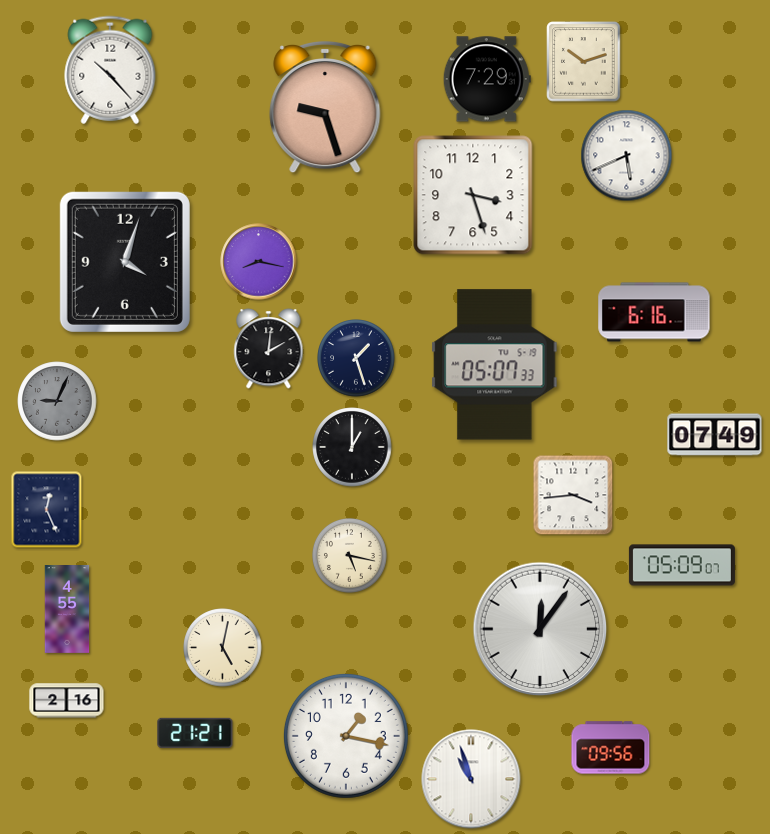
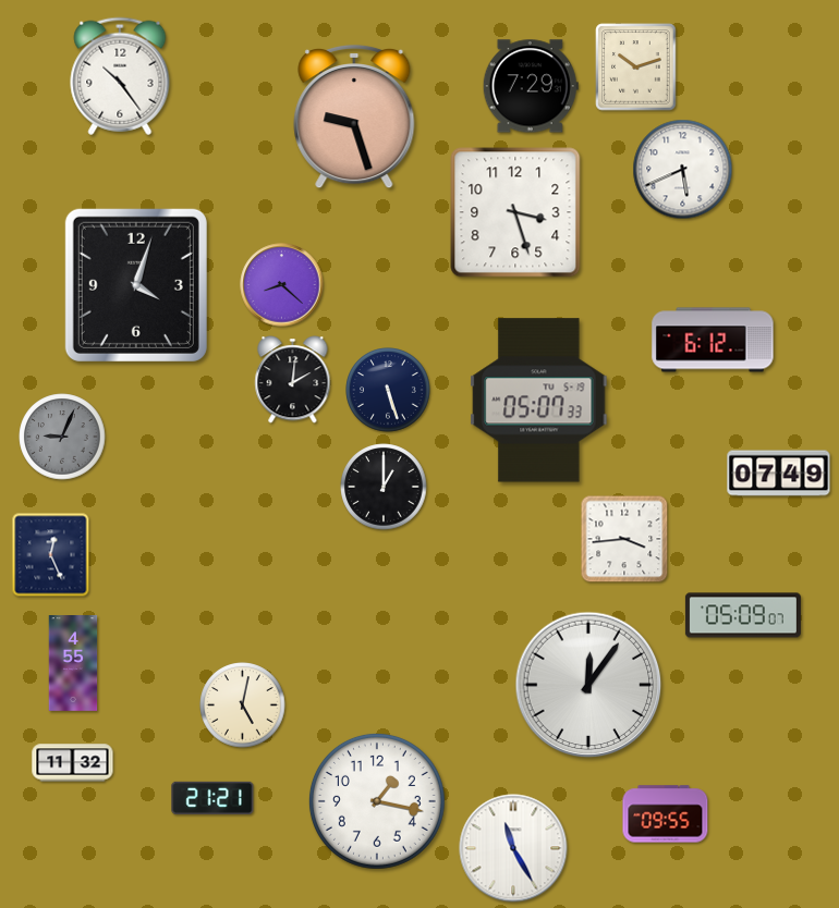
clock at (110, 70): 10:23 -> 10:24
clock at (259, 262): 8:17 -> 8:22
clock at (654, 312): 6:16 -> 6:12
clock at (356, 358): 1:27 -> 5:27
clock at (495, 365) position: (495, 365) -> (539, 401)
clock at (349, 555): 5:17 -> none
clock at (67, 701): 2:16 -> 11:32
clock at (611, 748): 09:56 -> 09:55
clock at (471, 779): 10:57 -> 11:25
